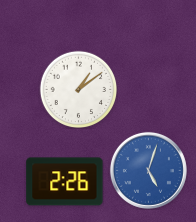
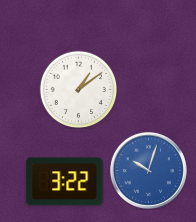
clock at (148, 170): 5:03 -> 10:03
clock at (65, 182): 2:26 -> 3:22
